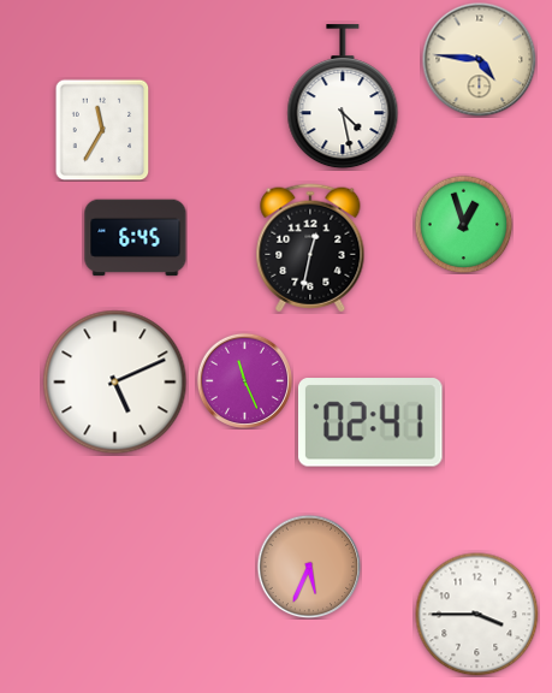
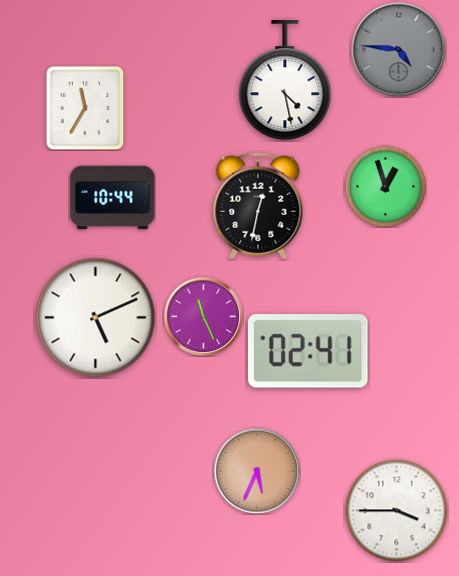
clock at (479, 59) dial: cream -> grey
clock at (136, 238): 6:45 -> 10:44
